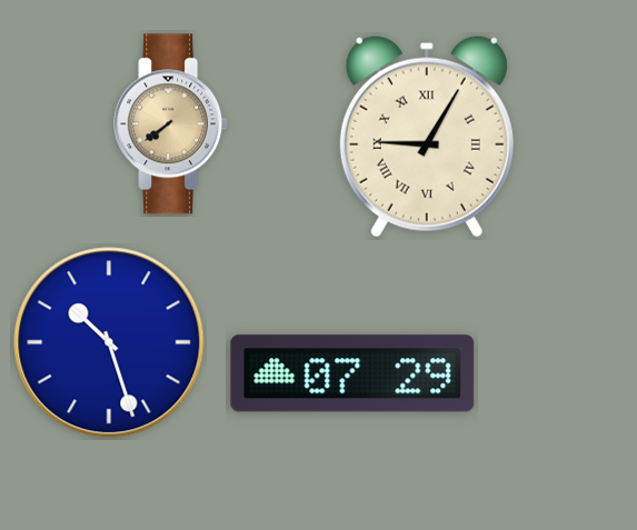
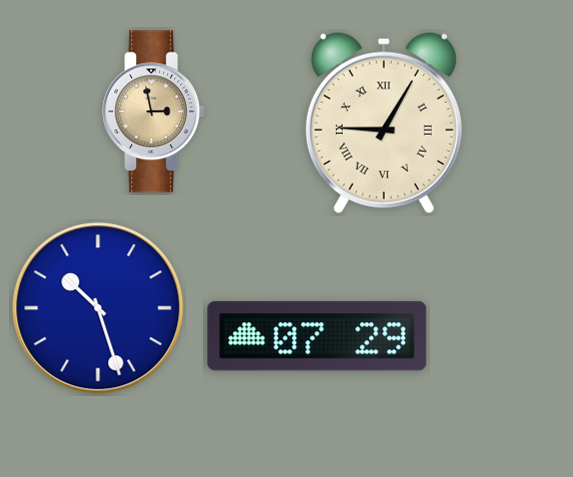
clock at (171, 124): 7:39 -> 2:58
